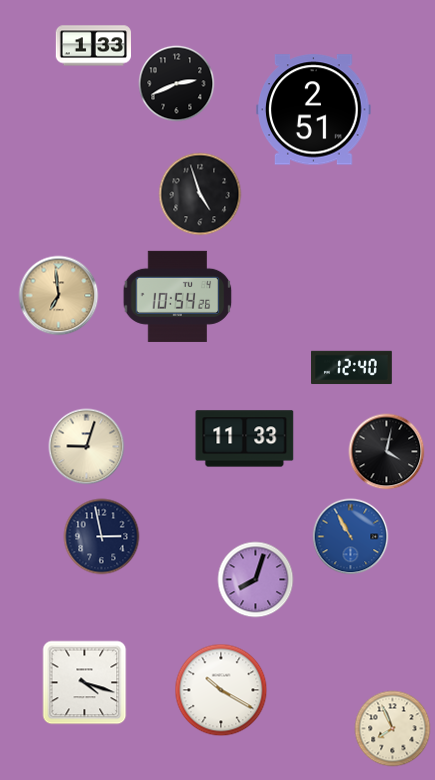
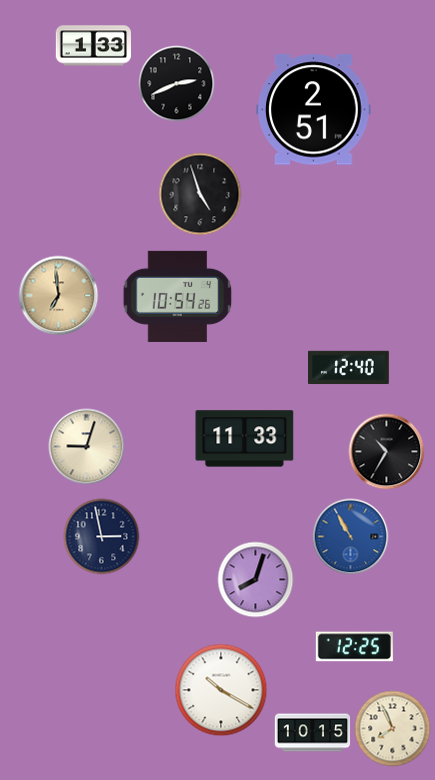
clock at (352, 368) position: (352, 368) -> (349, 368)
clock at (387, 452): 4:02 -> 10:35
clock at (354, 647): none -> 12:25
clock at (85, 683): 4:18 -> none
clock at (313, 733): none -> 10:15
